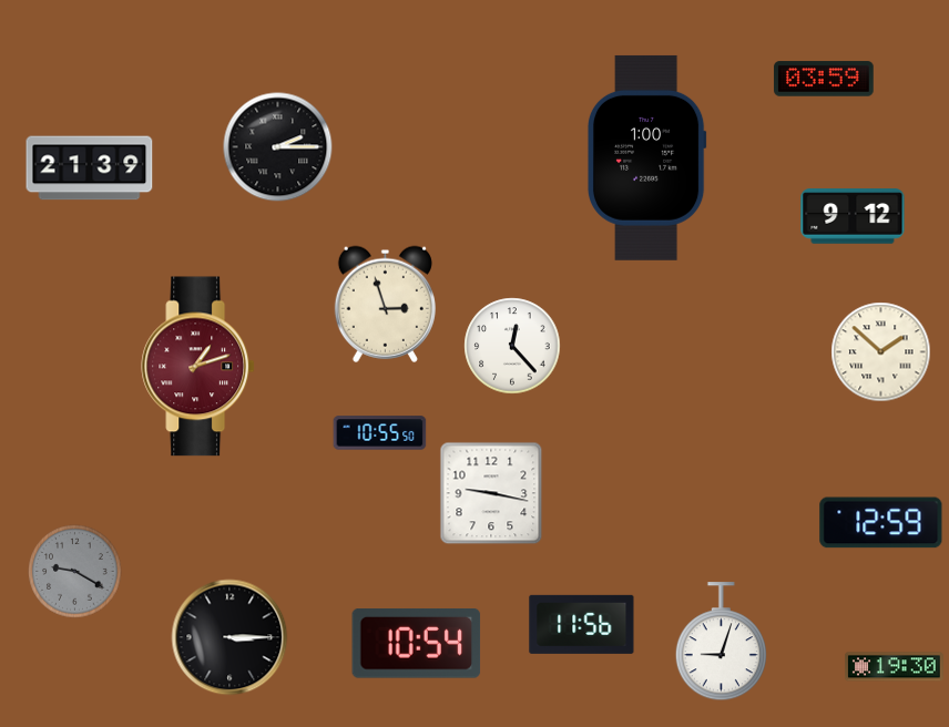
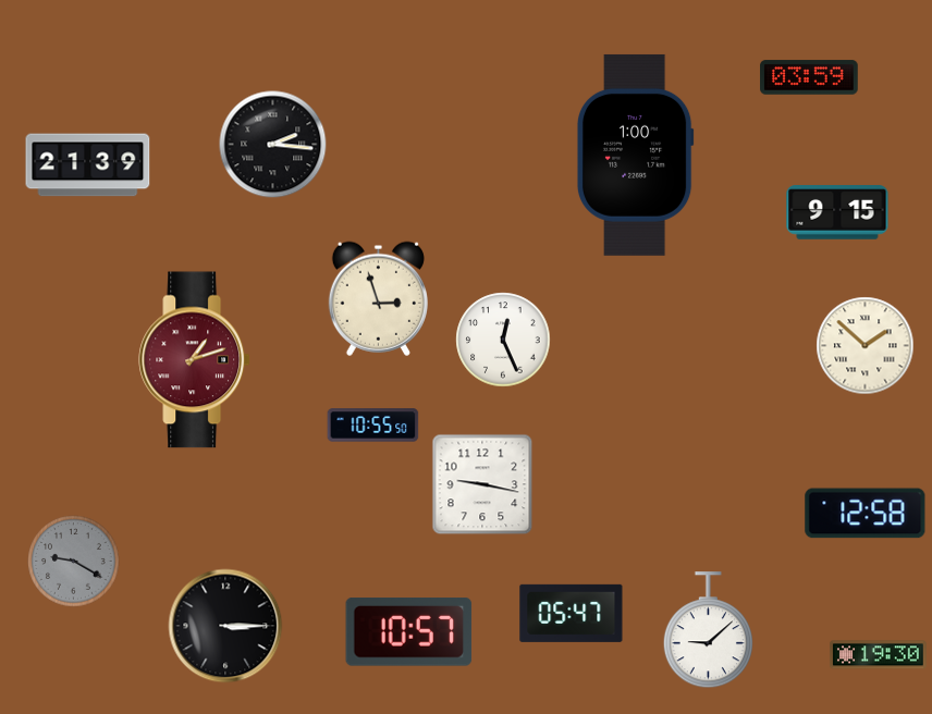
clock at (278, 147): 2:15 -> 2:16
clock at (853, 216): 9:12 -> 9:15
clock at (512, 346): 12:23 -> 12:26
clock at (881, 523): 12:59 -> 12:58
clock at (582, 624): 11:56 -> 05:47
clock at (721, 642): 9:03 -> 9:08
clock at (417, 644): 10:54 -> 10:57
